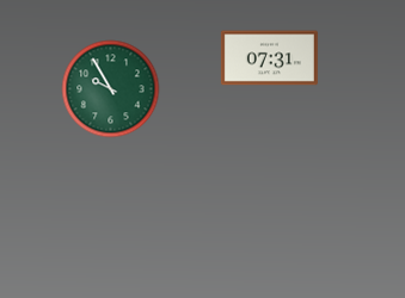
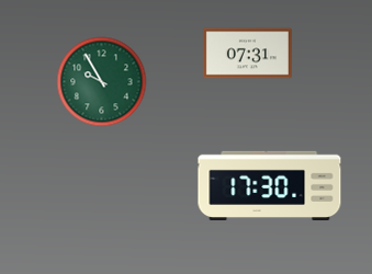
clock at (270, 185): none -> 17:30
